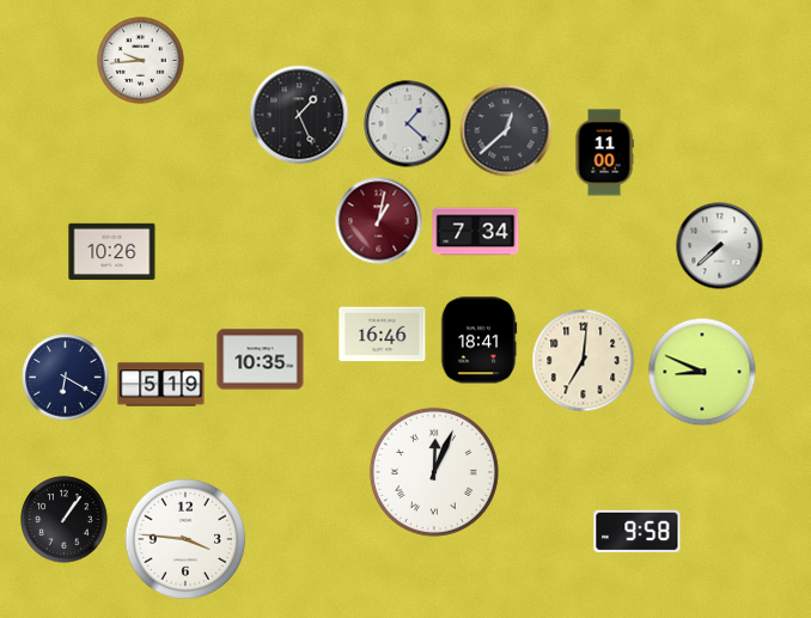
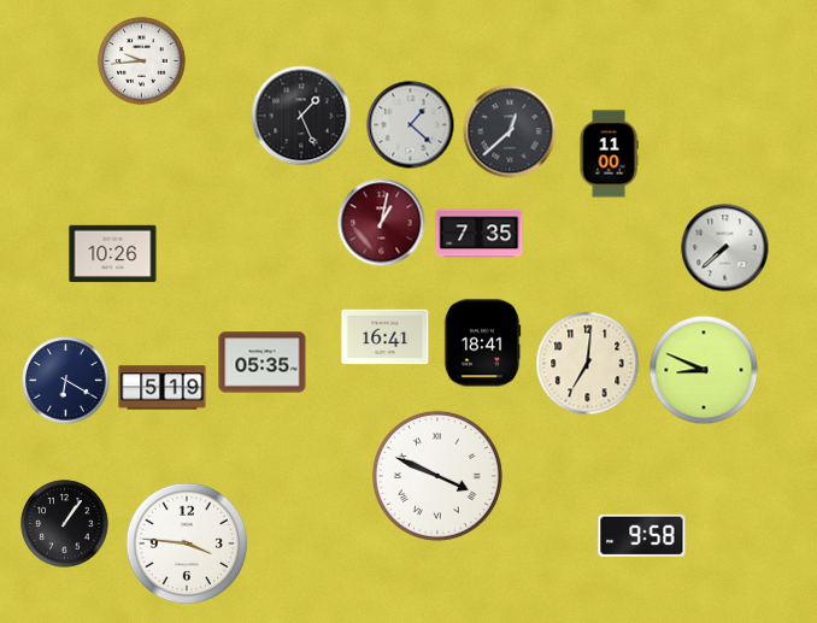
clock at (476, 232): 7:34 -> 7:35
clock at (383, 335): 16:46 -> 16:41
clock at (261, 360): 10:35 -> 05:35
clock at (702, 372) position: (702, 372) -> (704, 370)
clock at (434, 472): 12:04 -> 3:49
